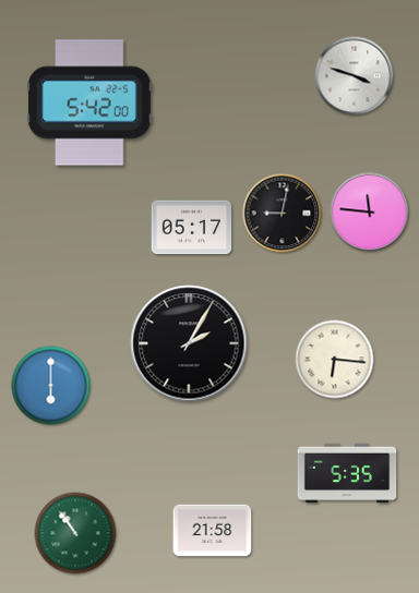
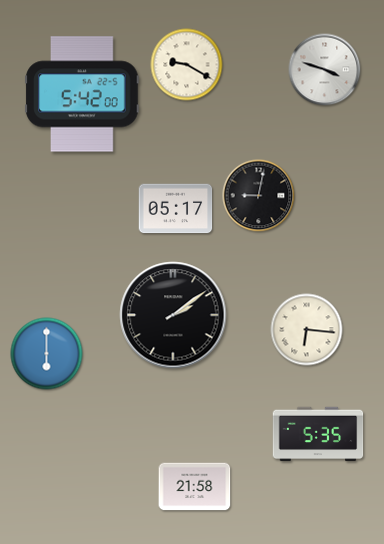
clock at (187, 65): none -> 9:20
clock at (370, 213): 11:46 -> none
clock at (189, 343): 2:05 -> 2:09
clock at (75, 533): 10:54 -> none
